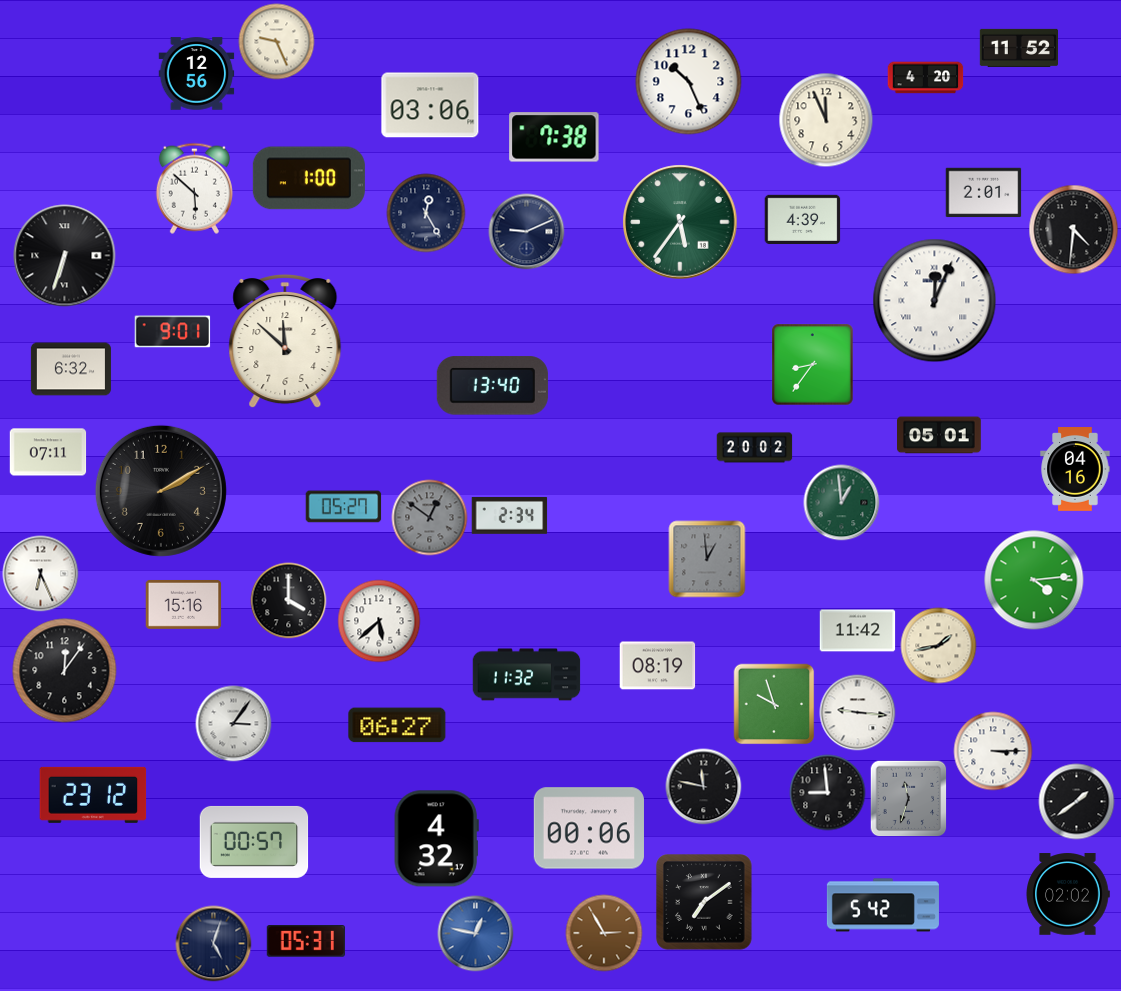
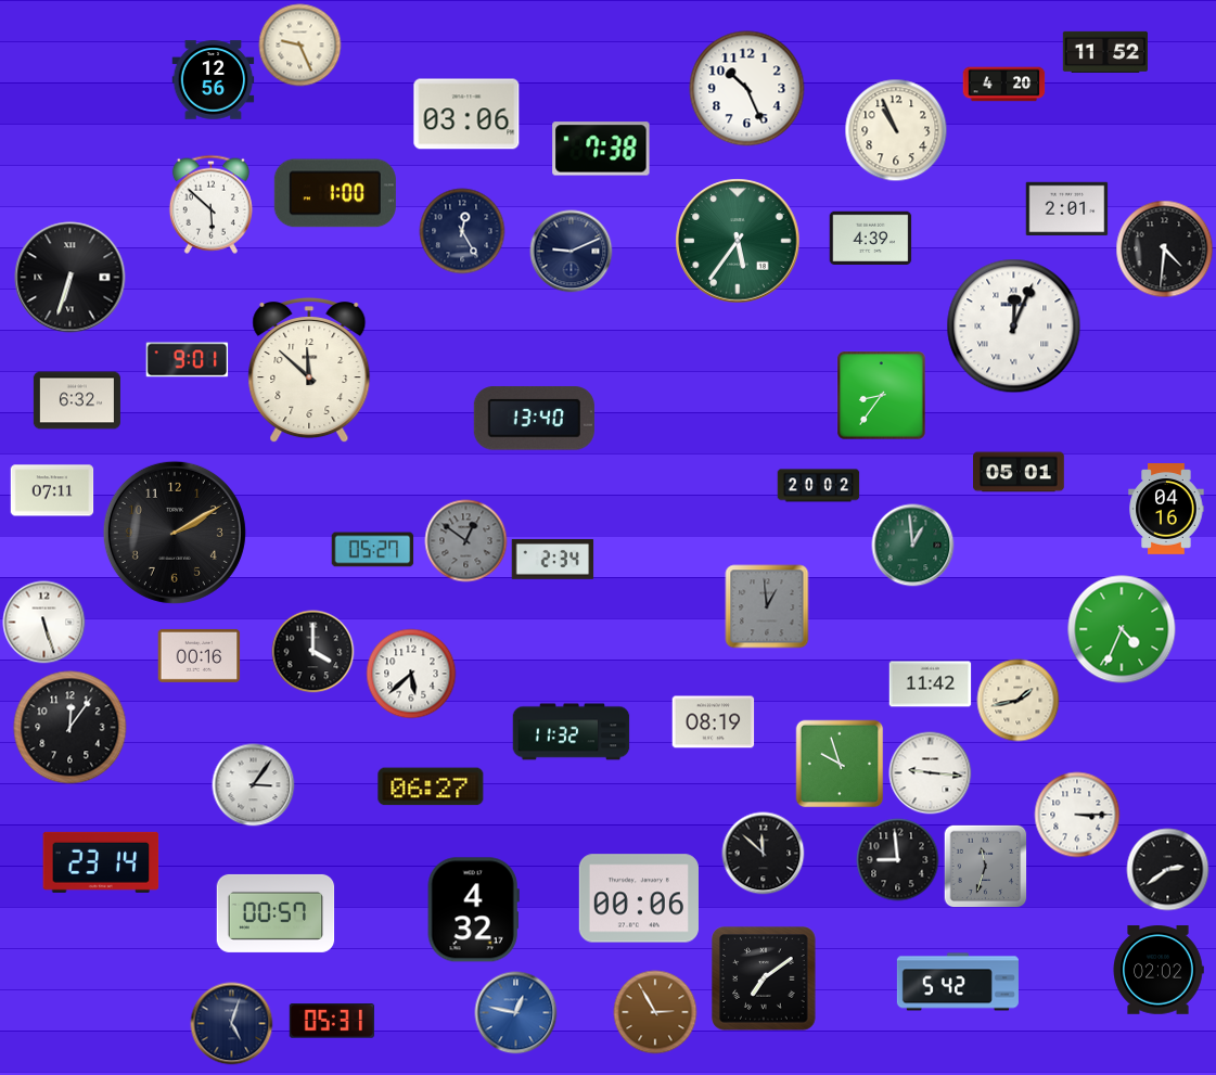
clock at (826, 120): 11:56 -> 10:56
clock at (430, 518) position: (430, 518) -> (466, 541)
clock at (41, 574): 6:26 -> 5:27
clock at (1034, 580): 4:14 -> 4:34
clock at (184, 604): 15:16 -> 00:16
clock at (704, 787): 11:47 -> 11:52
clock at (93, 795): 23:12 -> 23:14
clock at (1077, 802): 1:39 -> 2:39
